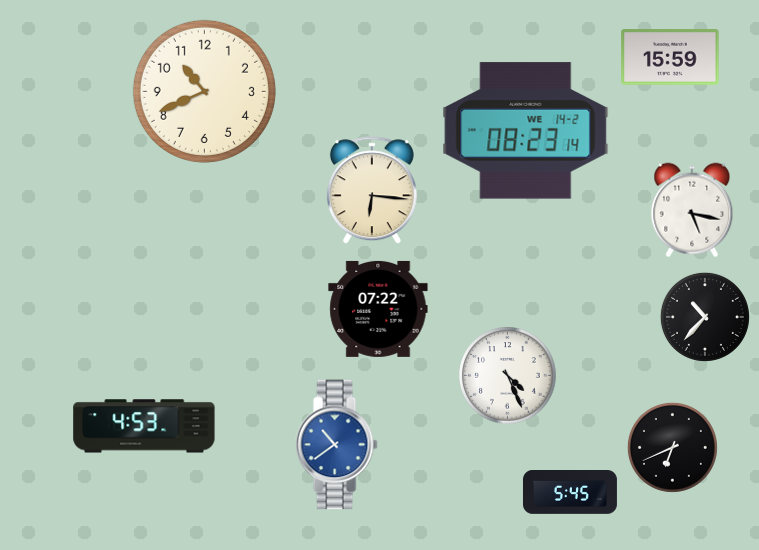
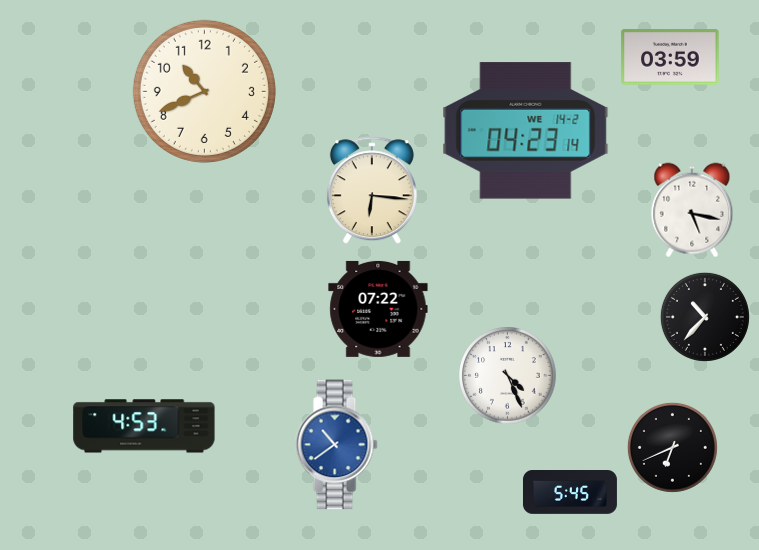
clock at (670, 57): 15:59 -> 03:59
clock at (526, 131): 08:23 -> 04:23
